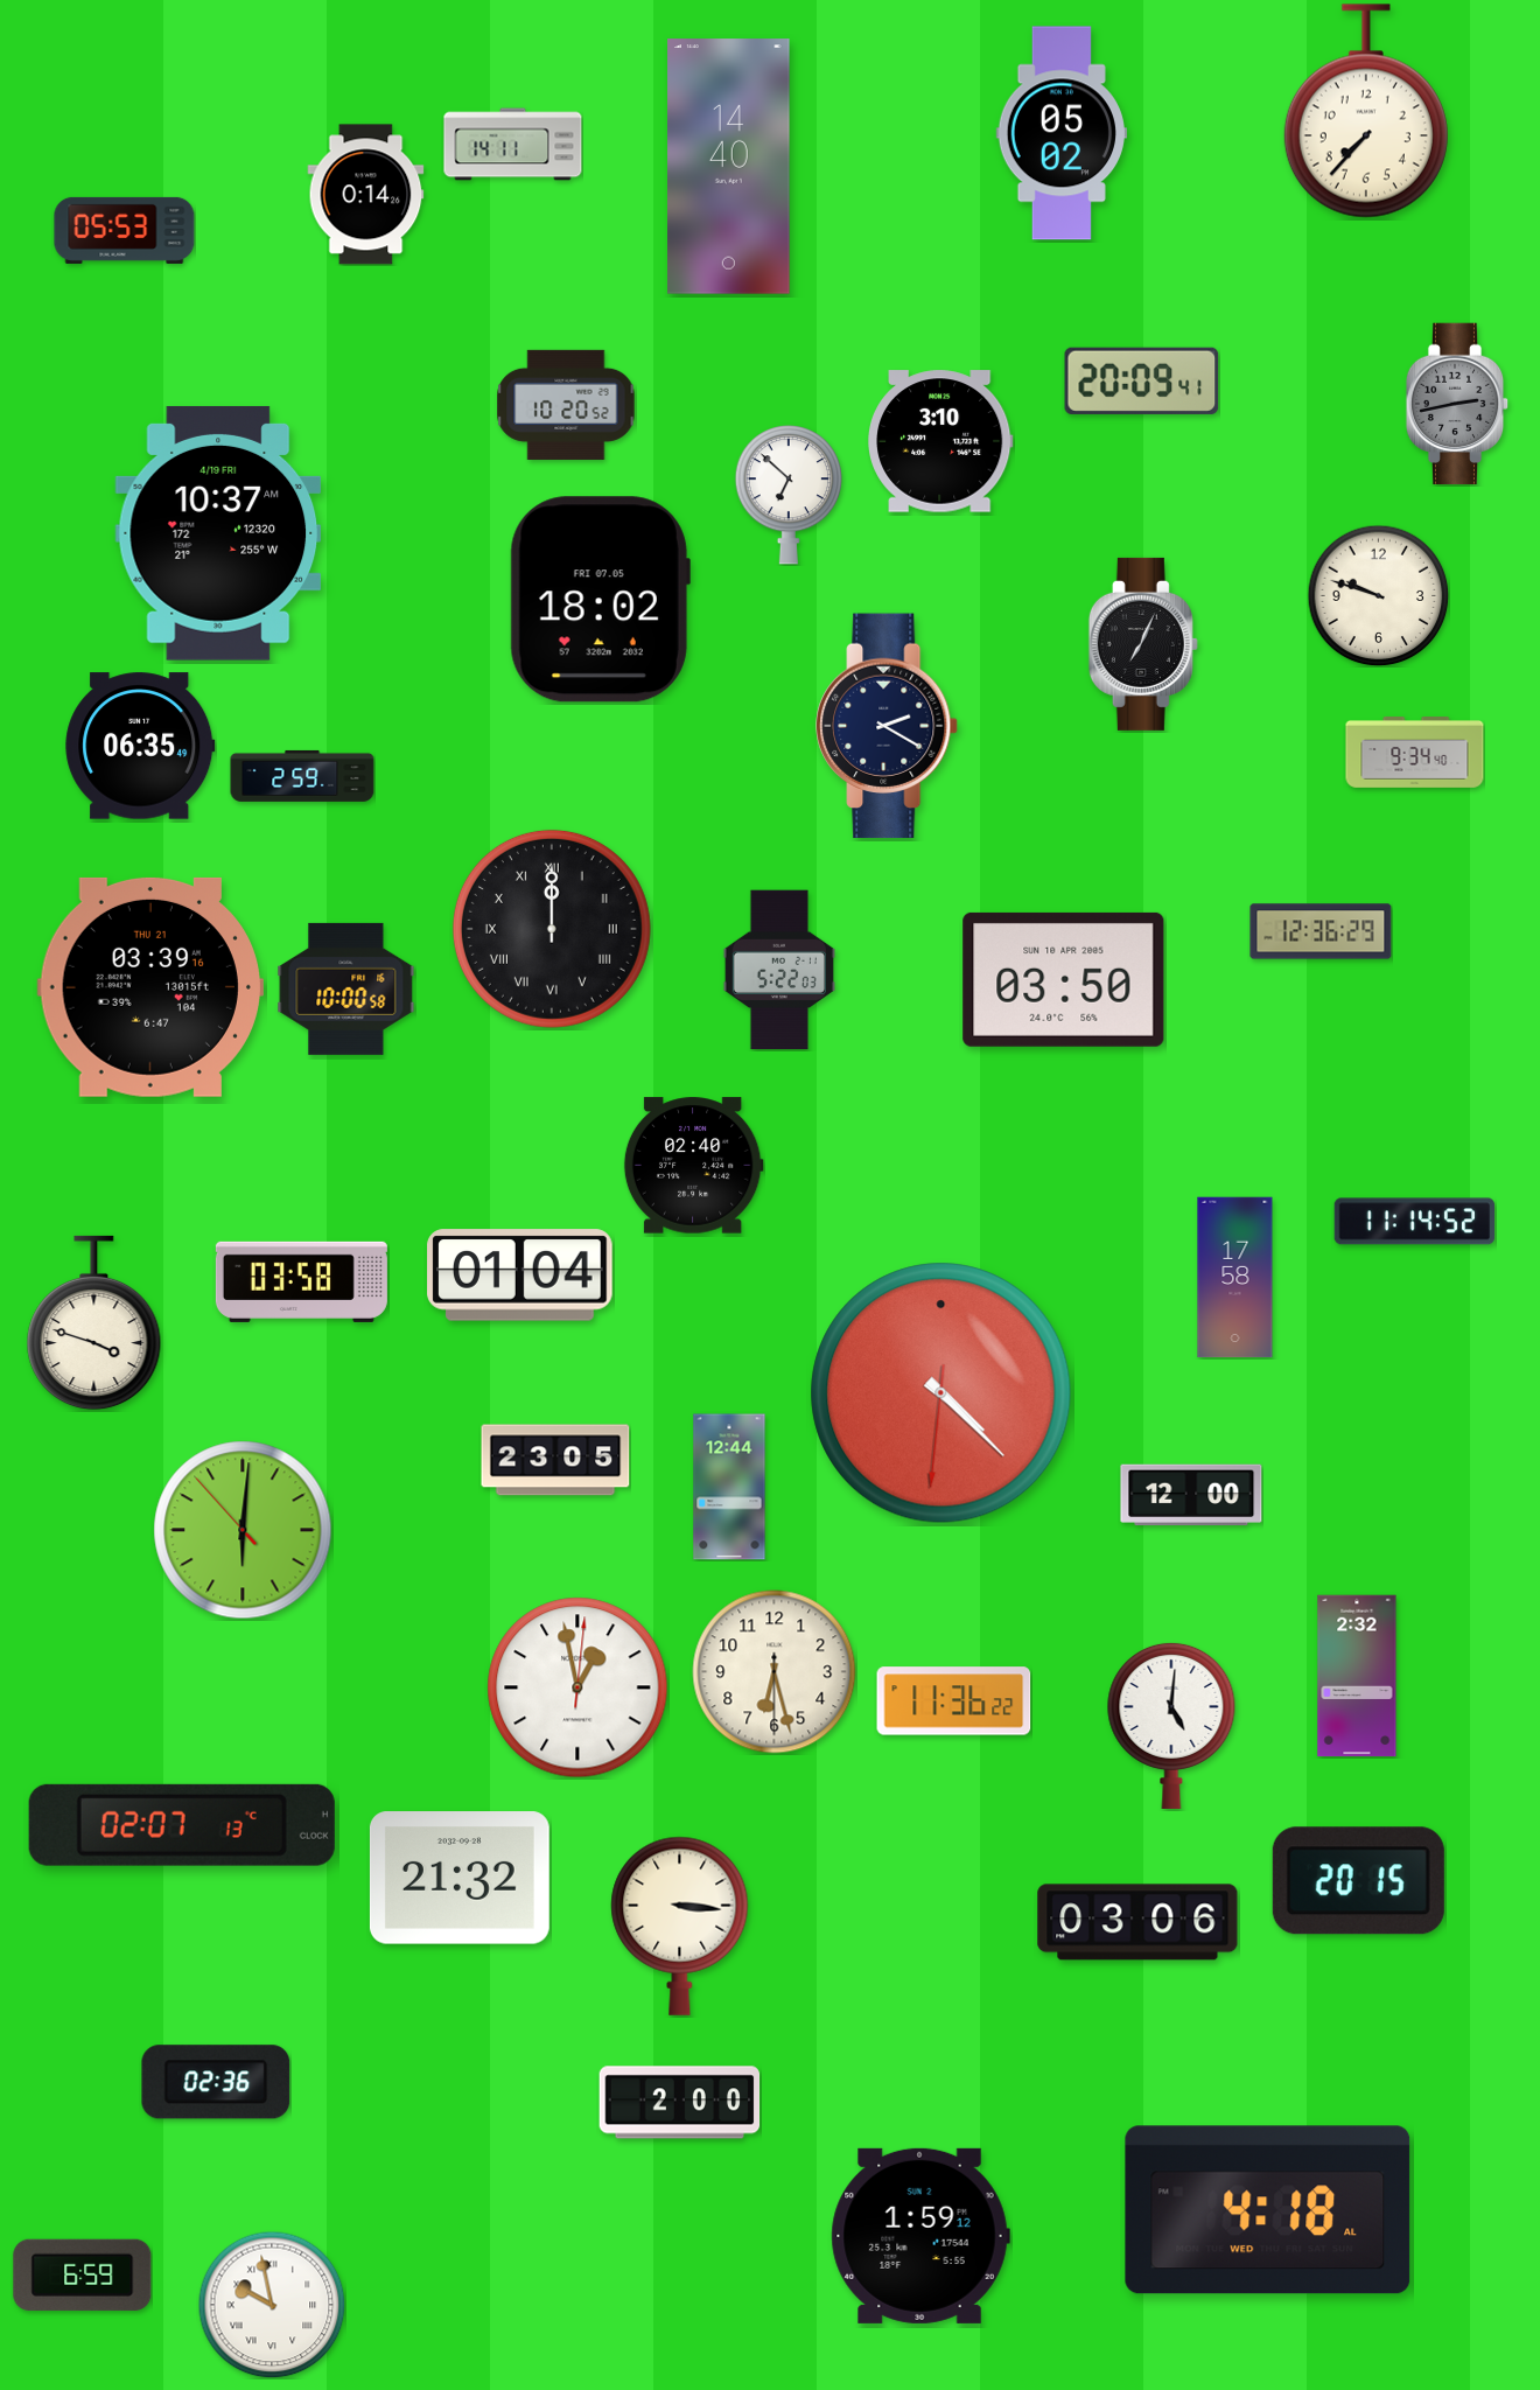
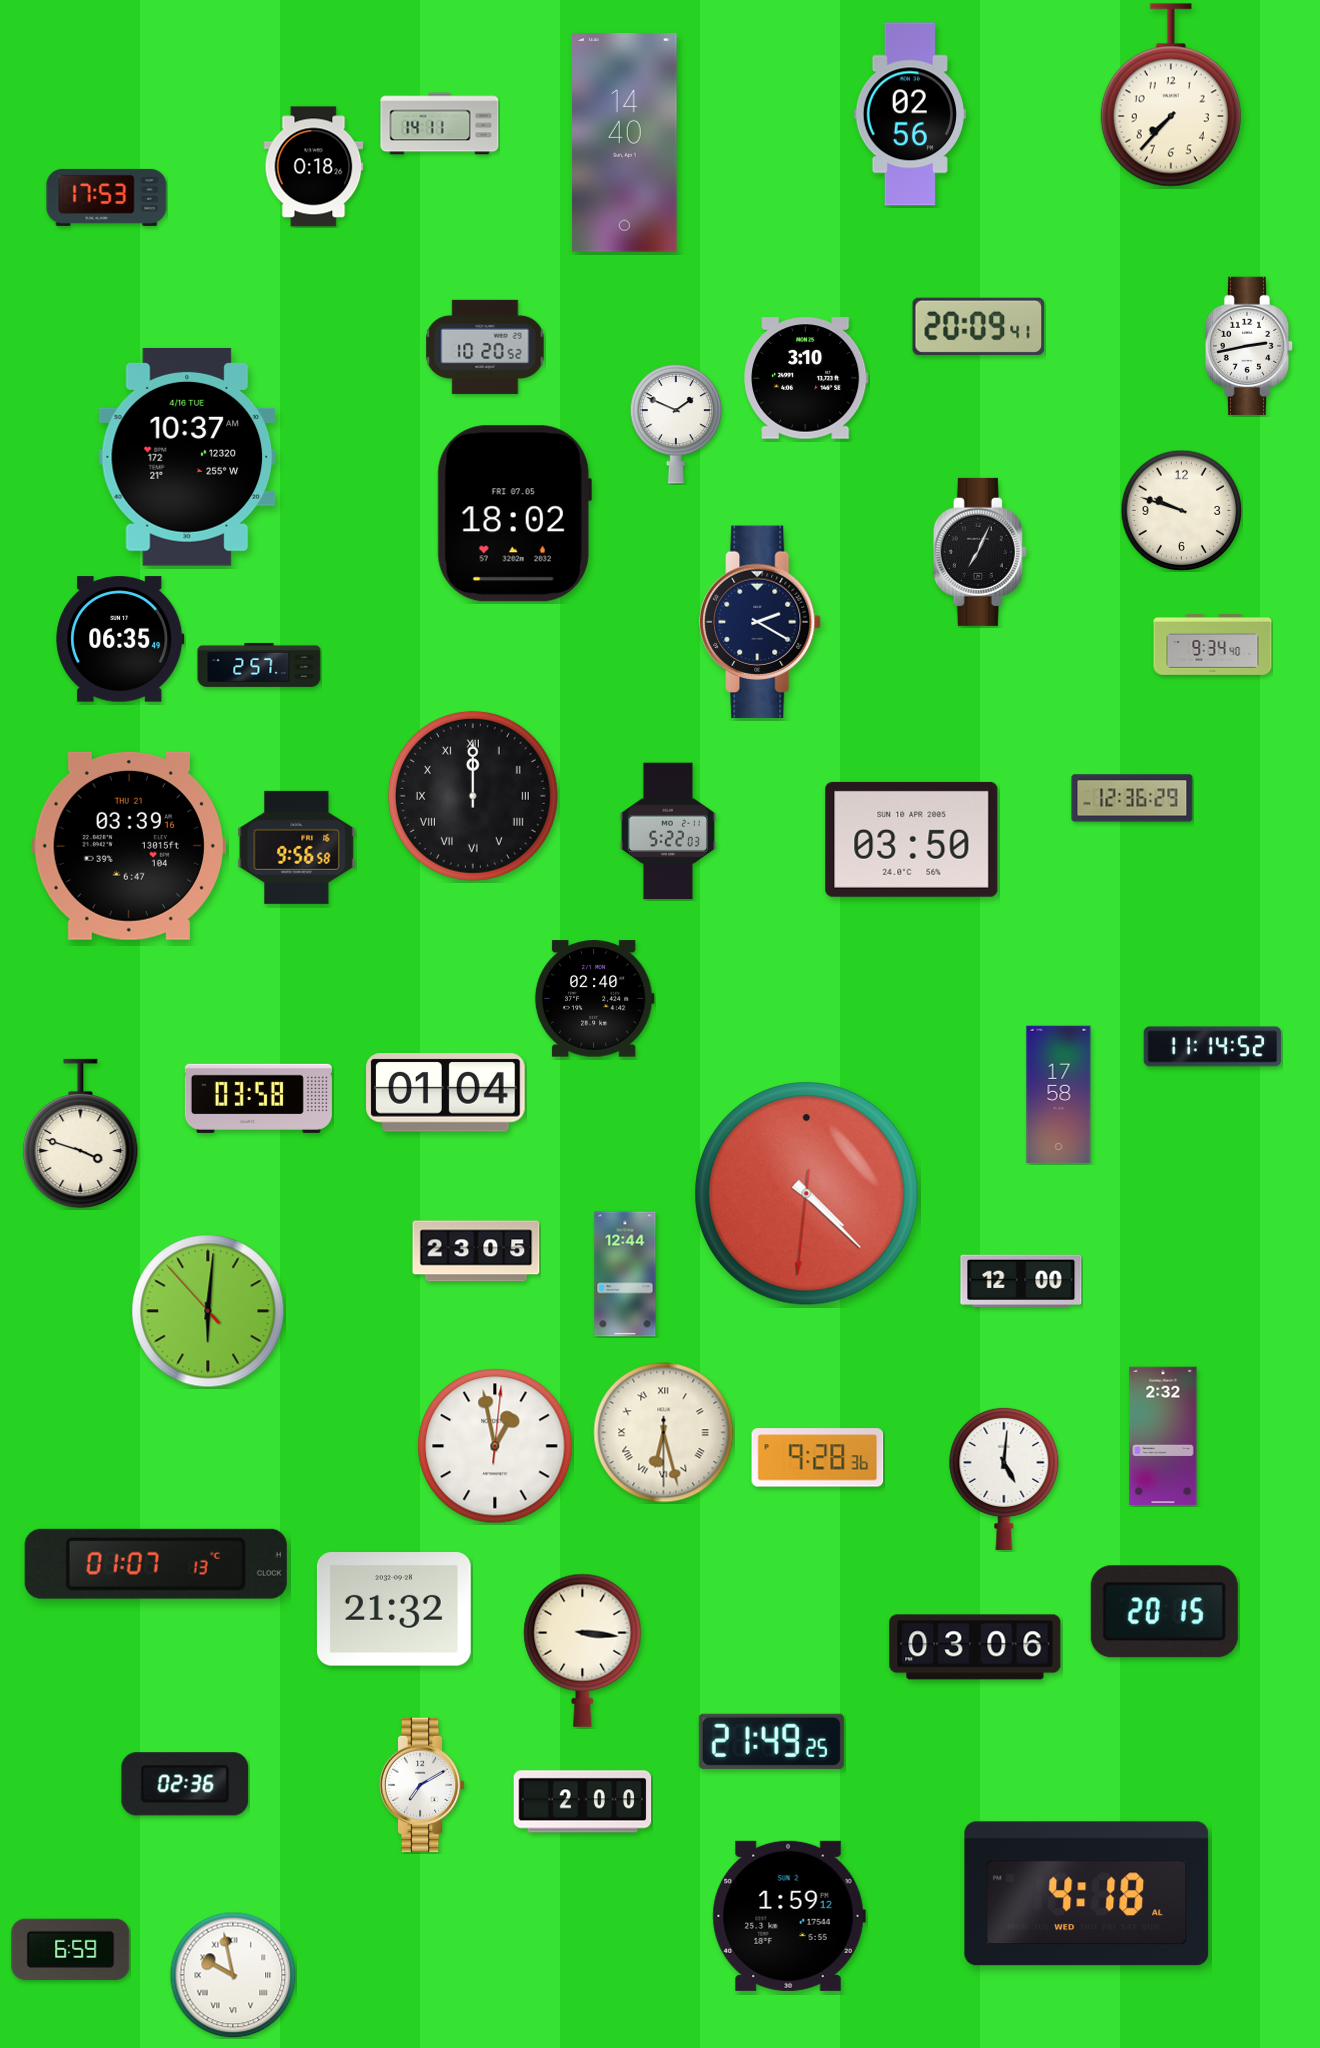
clock at (1060, 133): 05:02 -> 02:56
clock at (366, 195): 0:14 -> 0:18
clock at (125, 230): 05:53 -> 17:53
clock at (1457, 404) dial: grey -> white
clock at (789, 496): 6:52 -> 1:49
clock at (218, 533) date: 4/19 FRI -> 4/16 TUE
clock at (302, 776): 2:59 -> 2:57
clock at (346, 988): 10:00 -> 9:56
clock at (775, 1672) numerals: Arabic -> Roman
clock at (954, 1701): 11:36 -> 9:28
clock at (182, 1825): 02:07 -> 01:07
clock at (771, 1741): none -> 21:49
clock at (422, 1785): none -> 7:10
